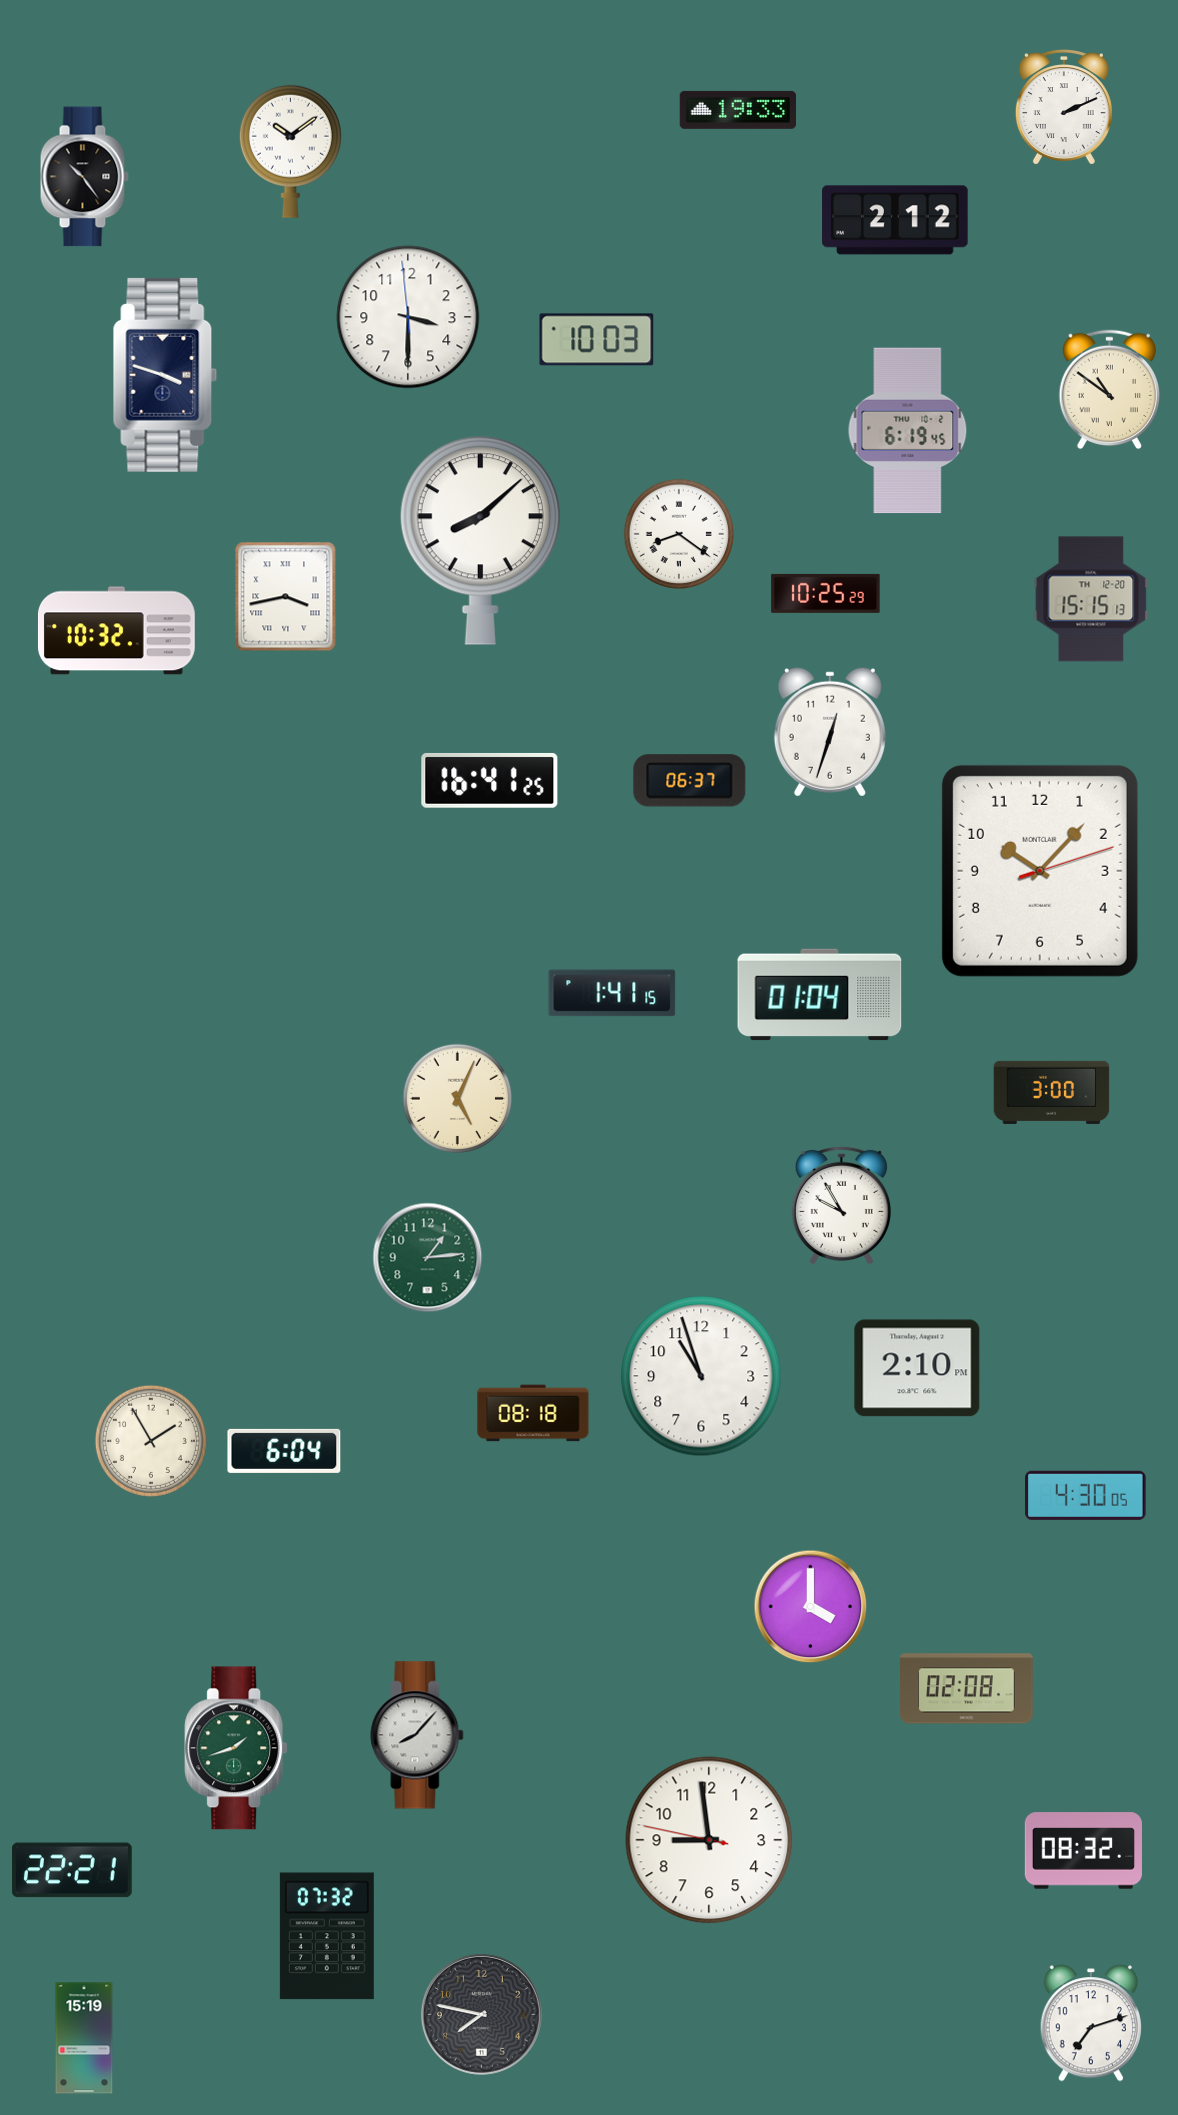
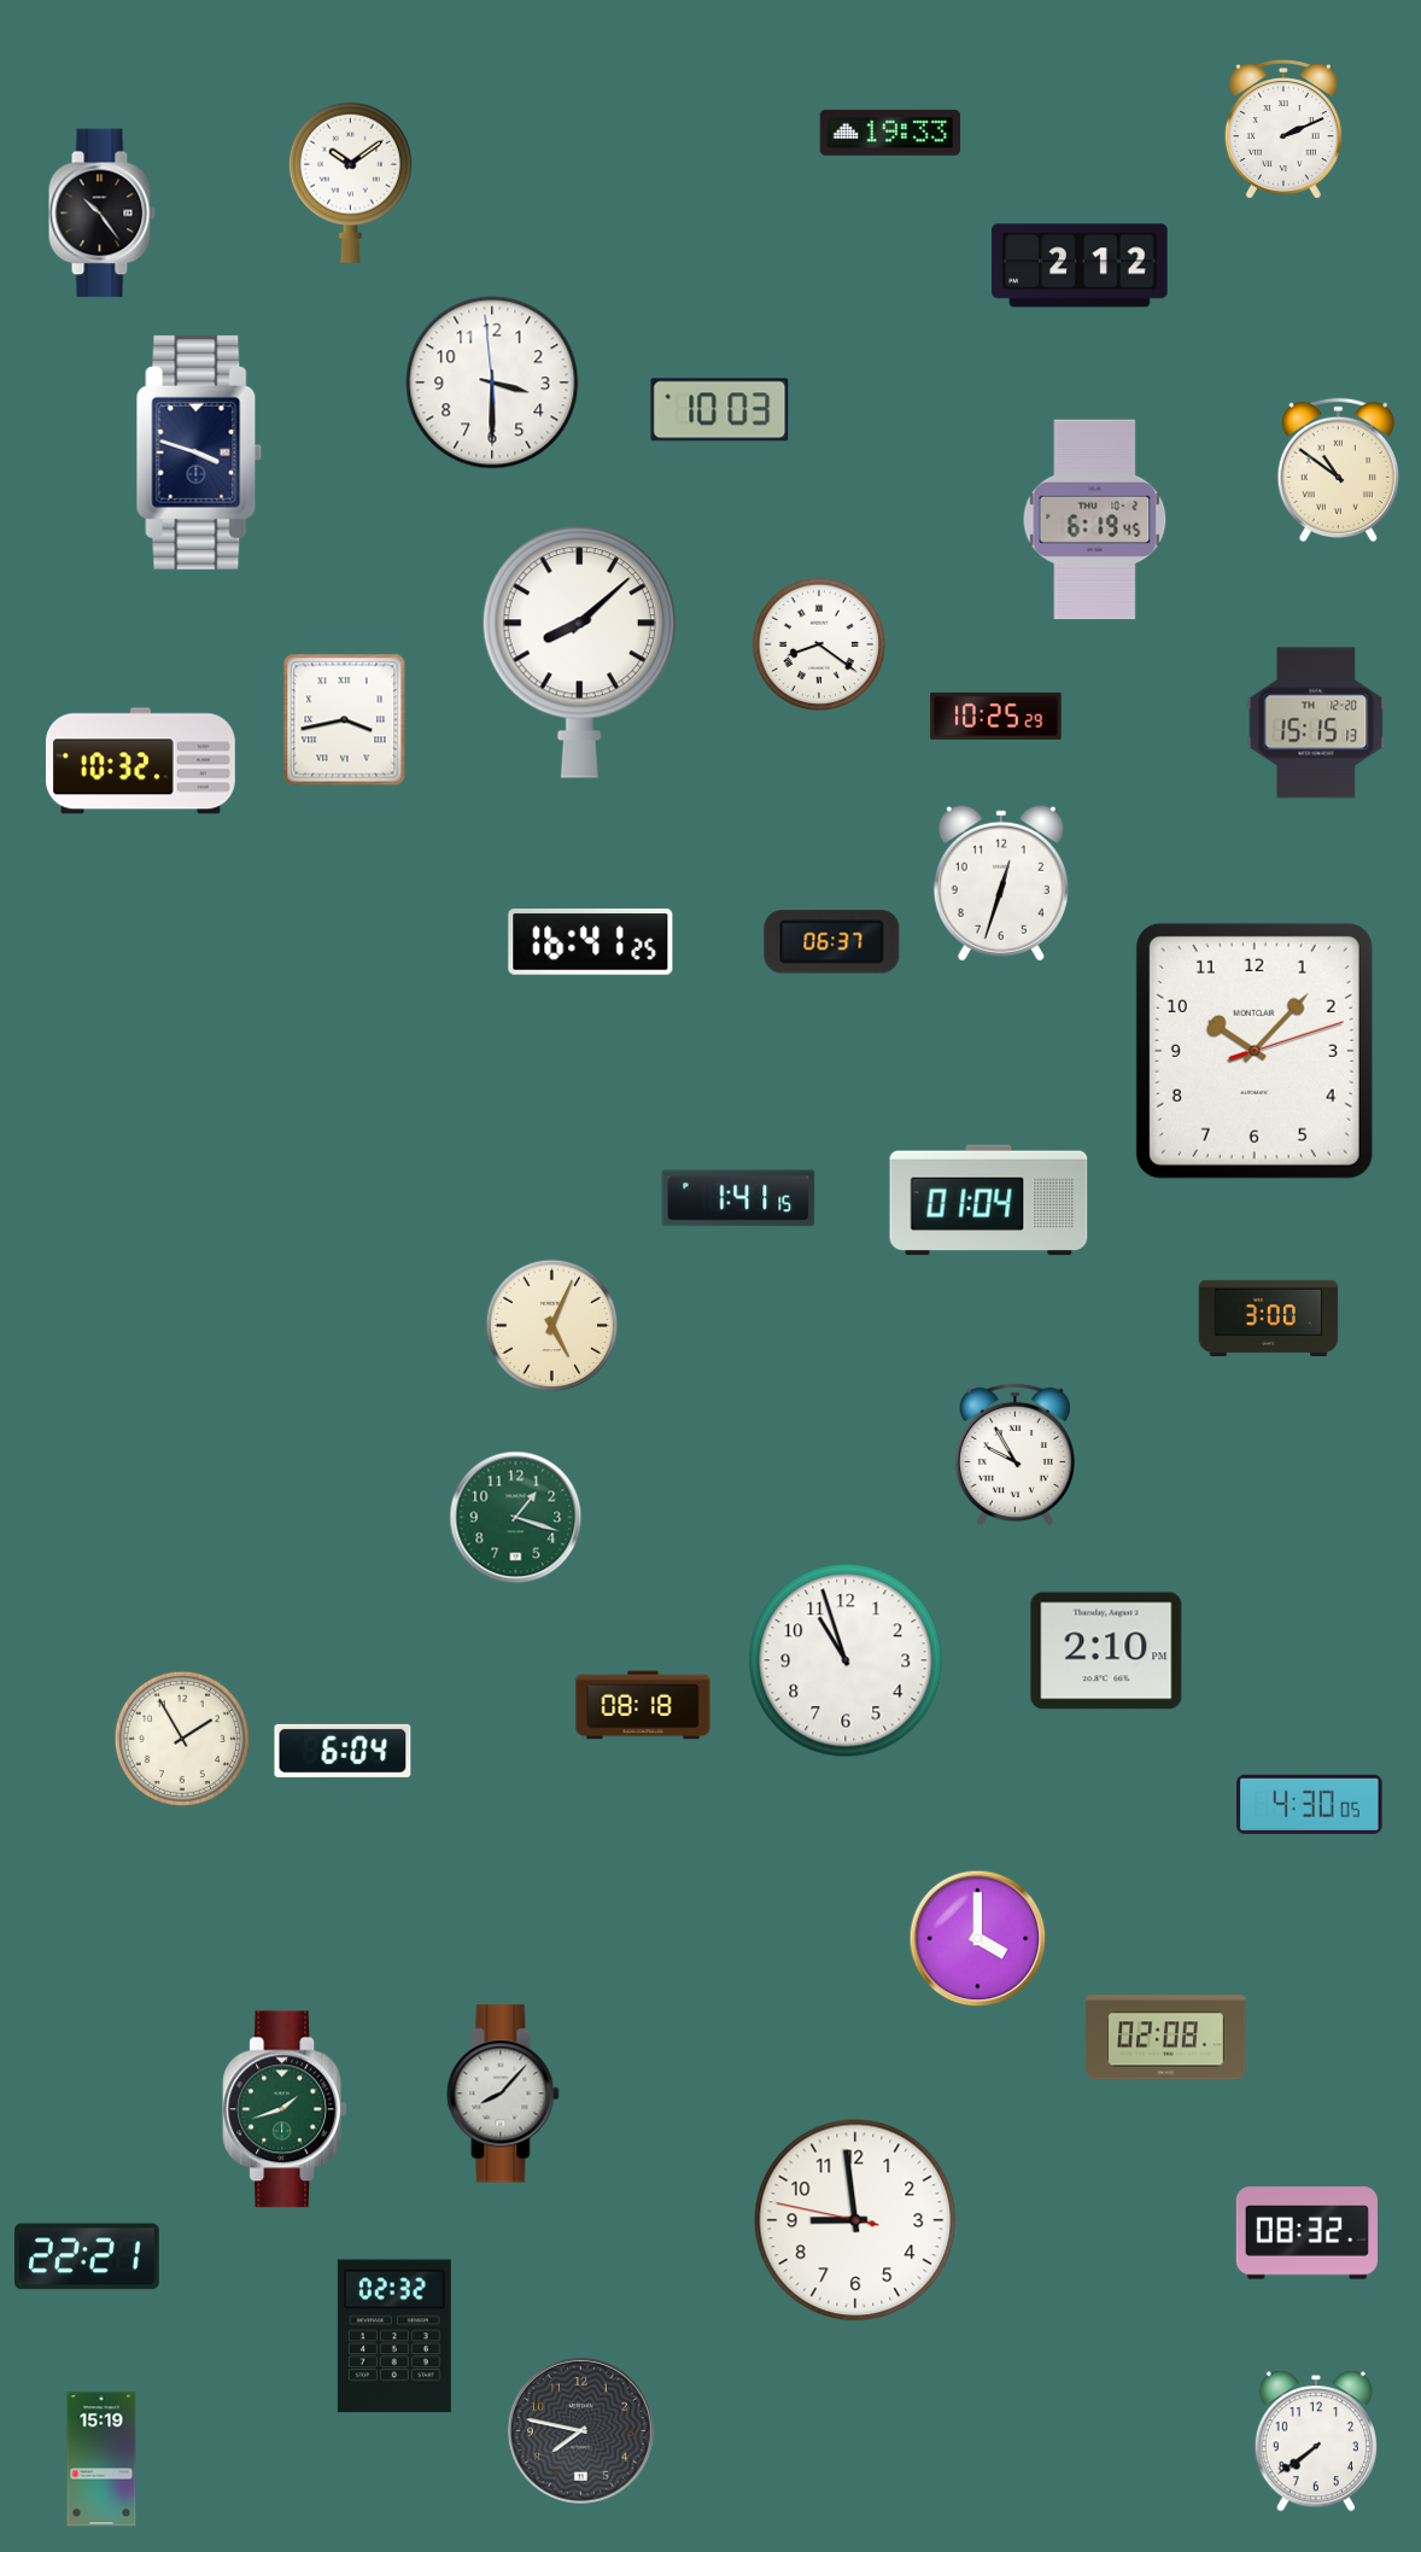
clock at (428, 1258): 1:14 -> 1:18
clock at (327, 1936): 07:32 -> 02:32
clock at (1091, 2023): 7:12 -> 7:39
